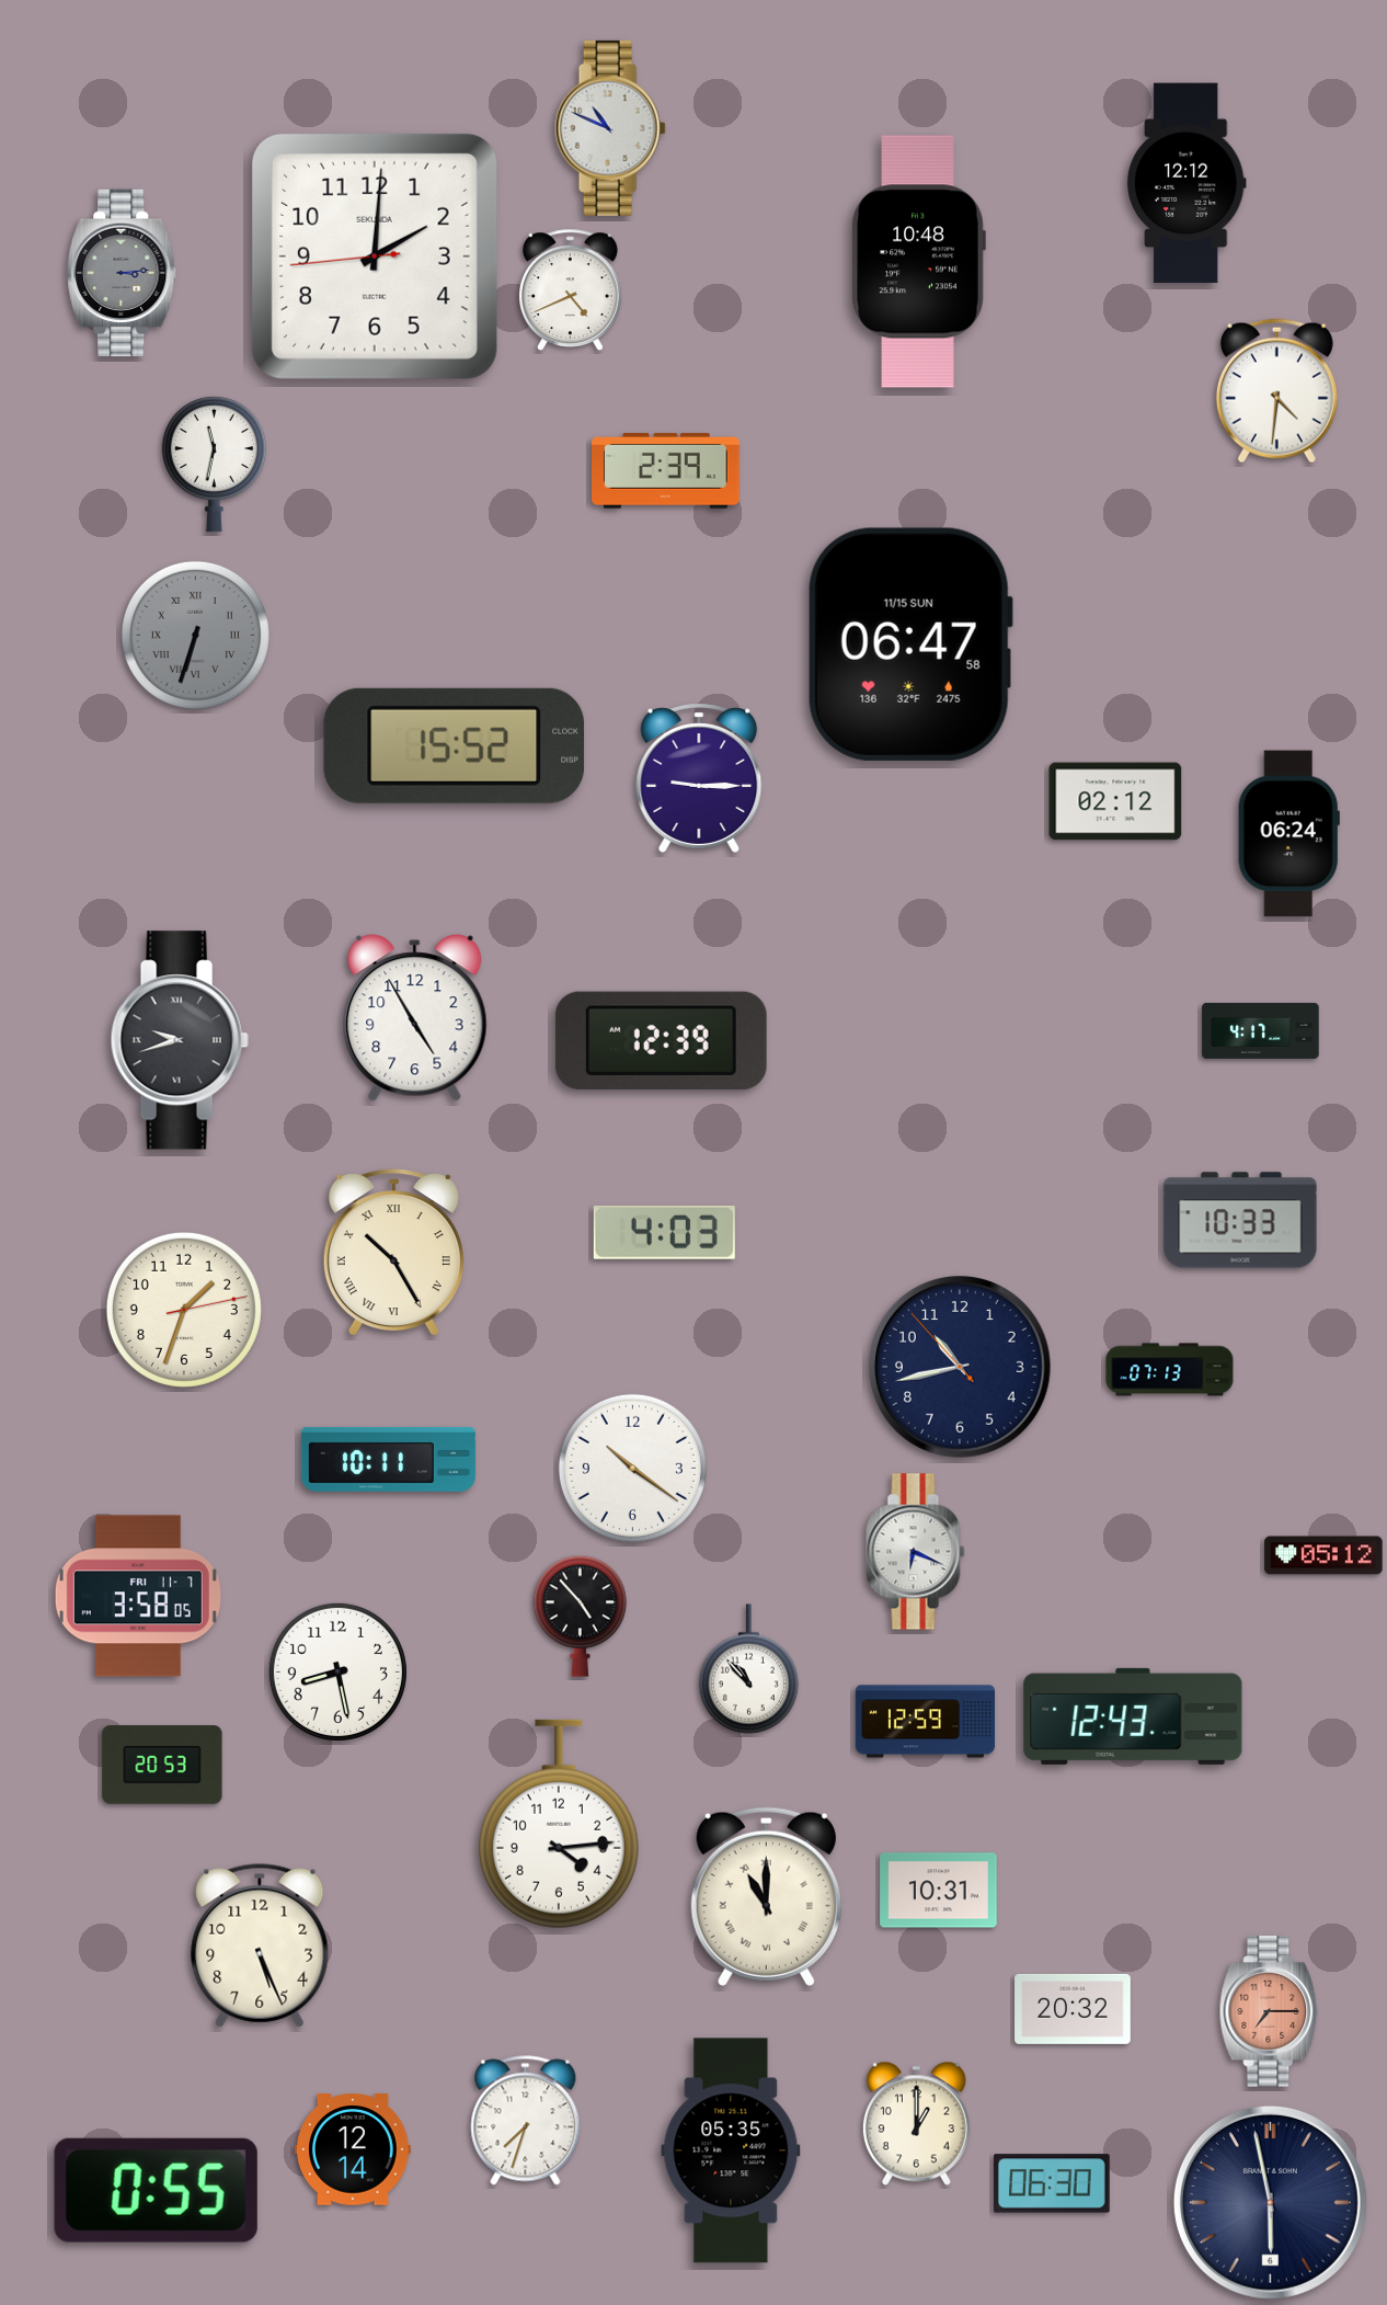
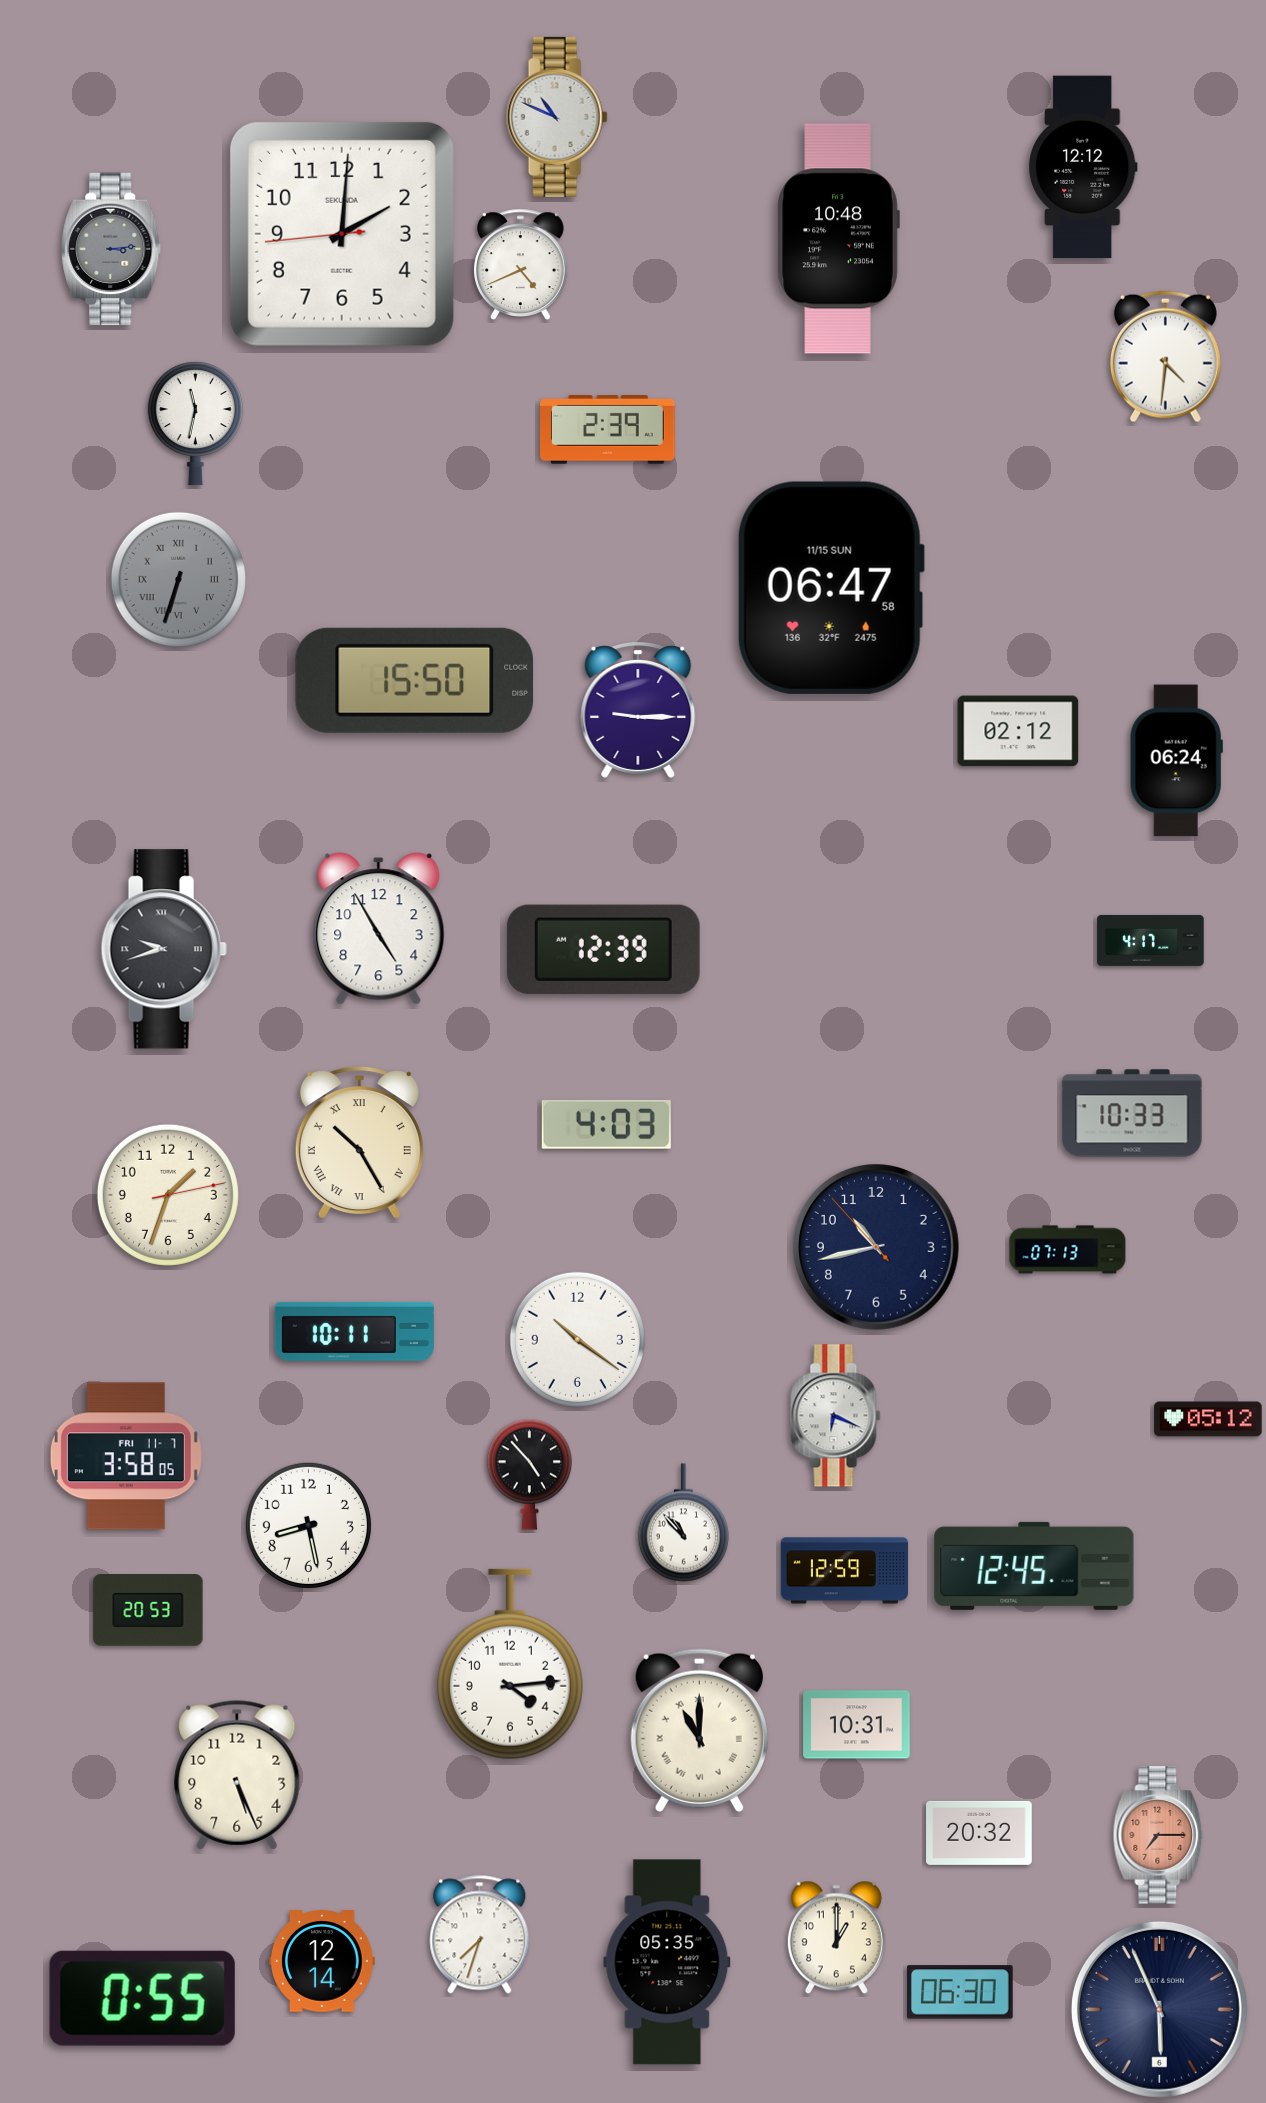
clock at (455, 745): 15:52 -> 15:50
clock at (1133, 1716): 12:43 -> 12:45
clock at (1270, 2202): 5:58 -> 5:56
